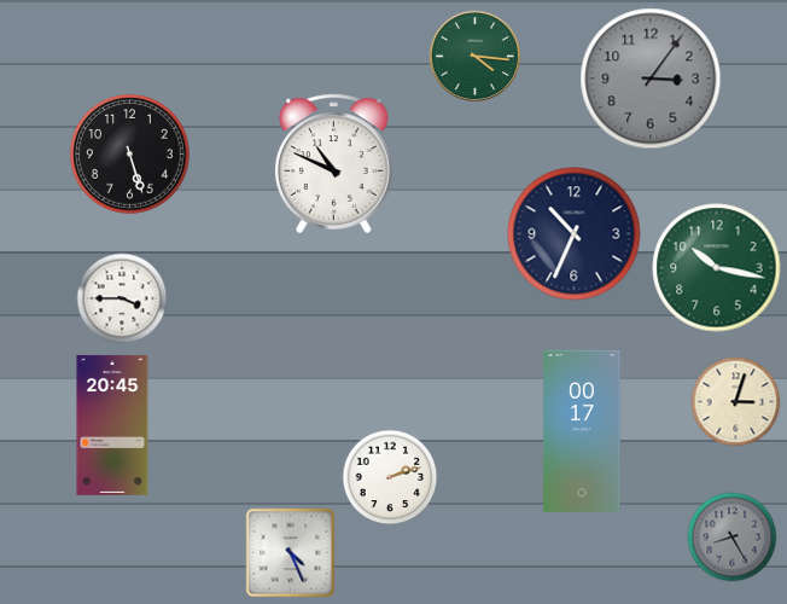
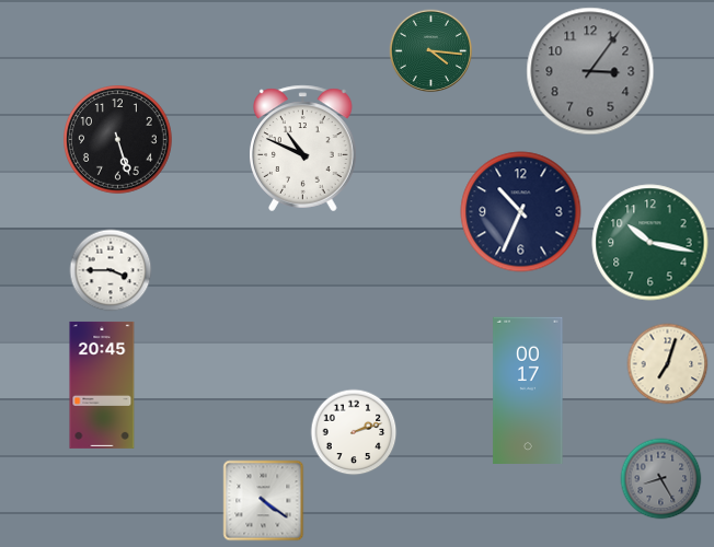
clock at (736, 402): 3:03 -> 7:03
clock at (733, 538) position: (733, 538) -> (661, 479)
clock at (291, 553): 4:26 -> 4:21
